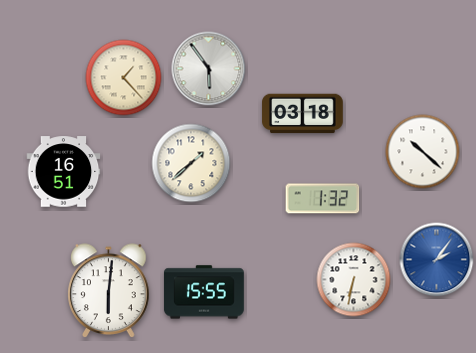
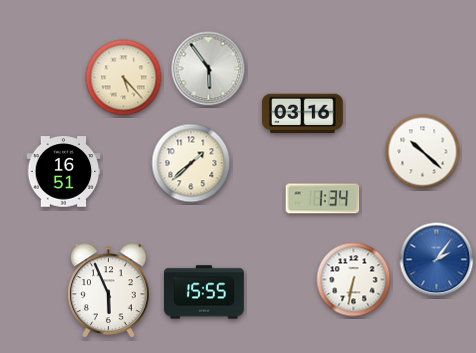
clock at (124, 78): 1:23 -> 5:23
clock at (303, 114): 03:18 -> 03:16
clock at (323, 199): 1:32 -> 1:34
clock at (109, 290): 6:01 -> 5:56
